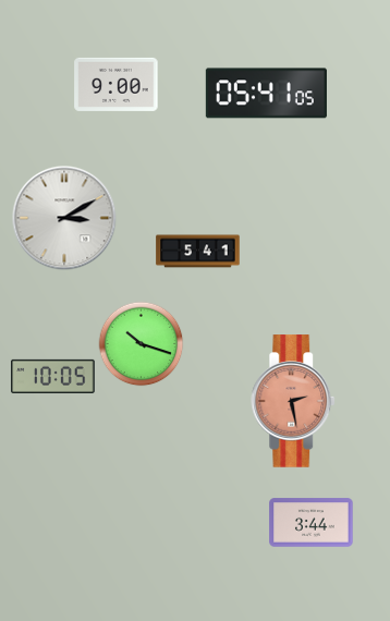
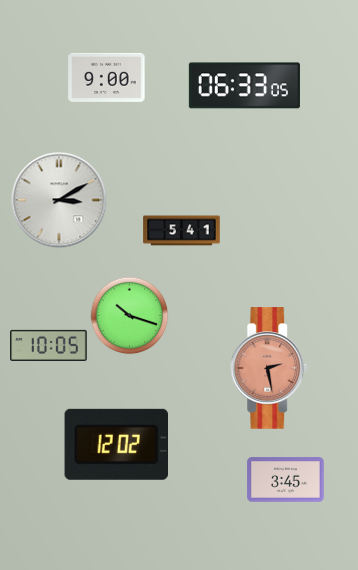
clock at (266, 94): 05:41 -> 06:33
clock at (116, 444): none -> 12:02
clock at (312, 523): 3:44 -> 3:45
